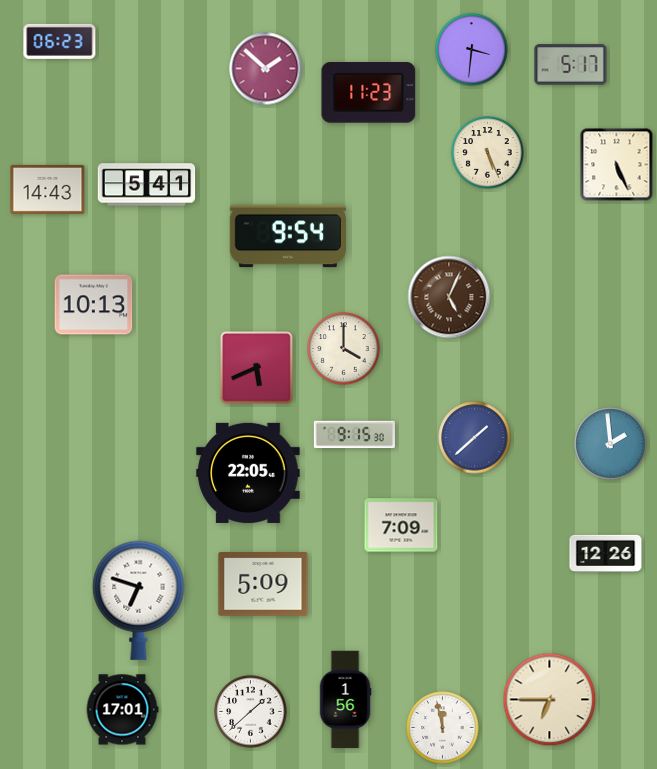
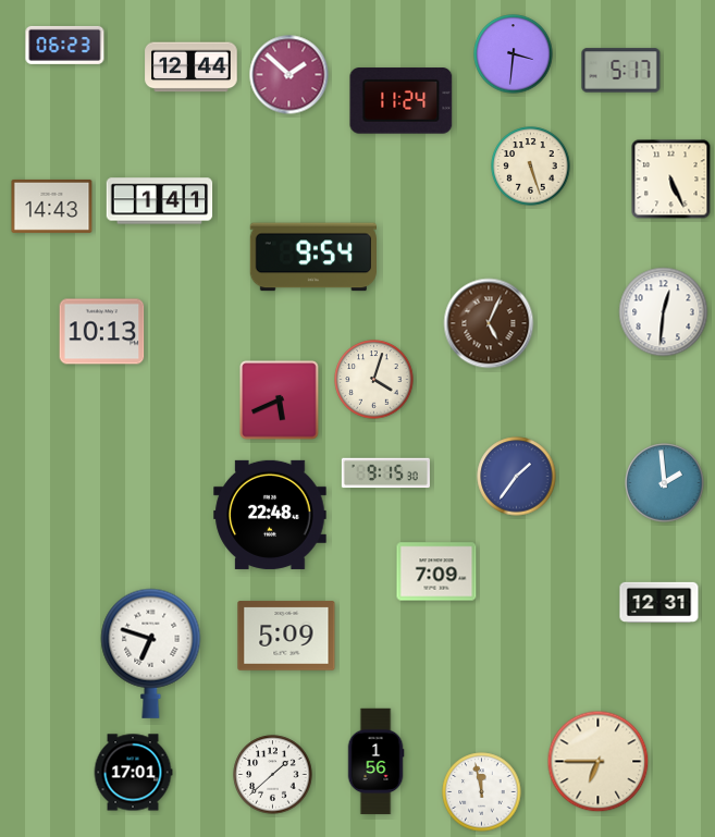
clock at (192, 67): none -> 12:44
clock at (369, 93): 11:23 -> 11:24
clock at (488, 153): 5:26 -> 5:27
clock at (147, 185): 5:41 -> 1:41
clock at (664, 312): none -> 12:31
clock at (344, 349): 4:00 -> 4:03
clock at (475, 438): 1:38 -> 1:36
clock at (248, 473): 22:05 -> 22:48
clock at (606, 553): 12:26 -> 12:31
